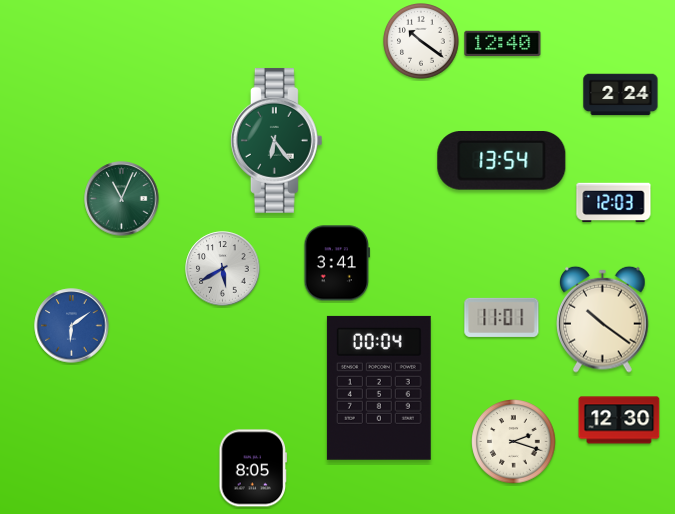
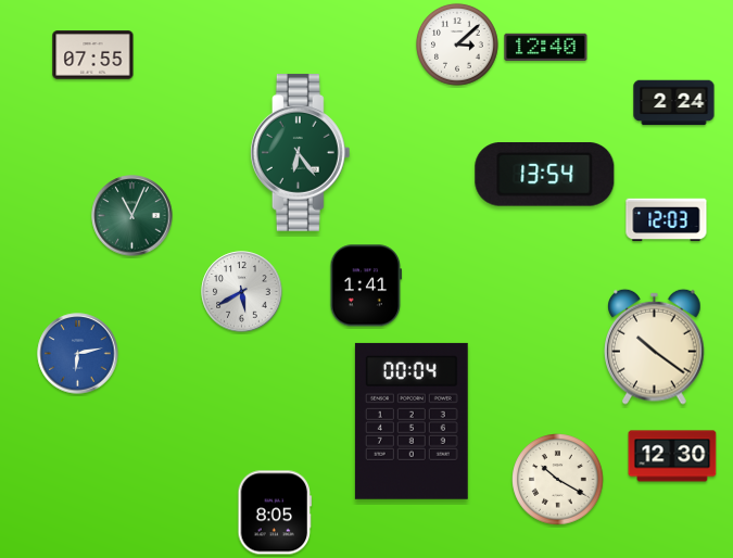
clock at (422, 42): 10:21 -> 3:08
clock at (93, 55): none -> 07:55
clock at (337, 263): 3:41 -> 1:41
clock at (502, 317): 11:01 -> none
clock at (72, 326): 6:09 -> 6:13
clock at (514, 442): 2:18 -> 10:20
clock at (253, 468) position: (253, 468) -> (275, 512)
